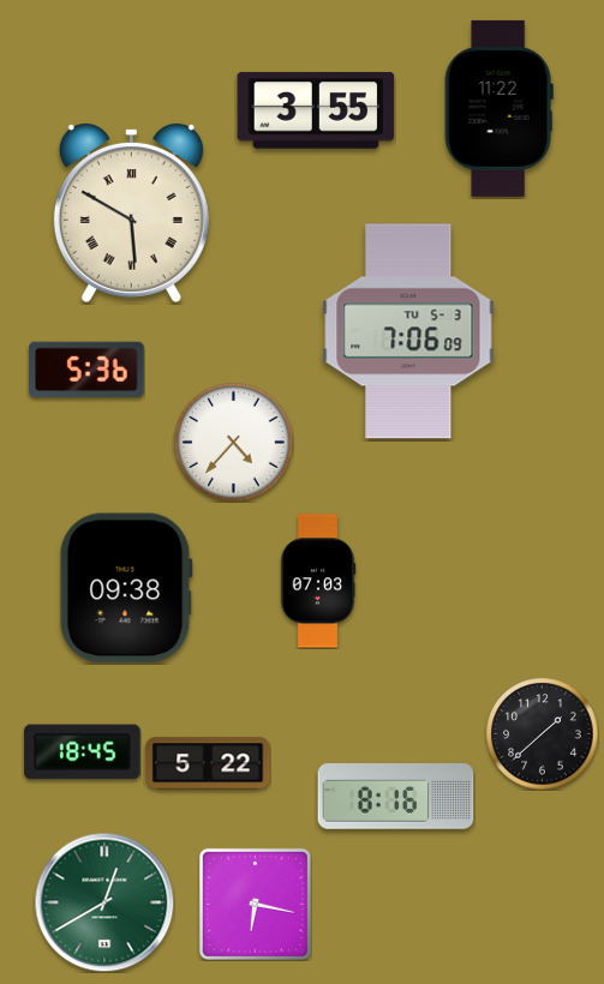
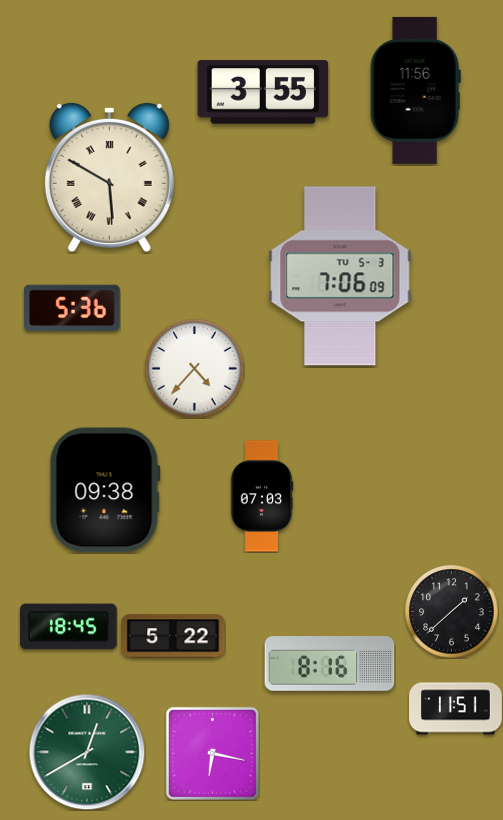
clock at (498, 108): 11:22 -> 11:56
clock at (318, 581) position: (318, 581) -> (262, 496)
clock at (456, 709): none -> 11:51
